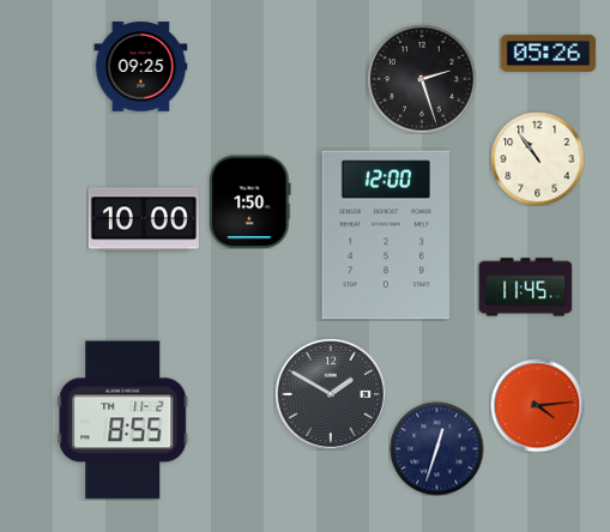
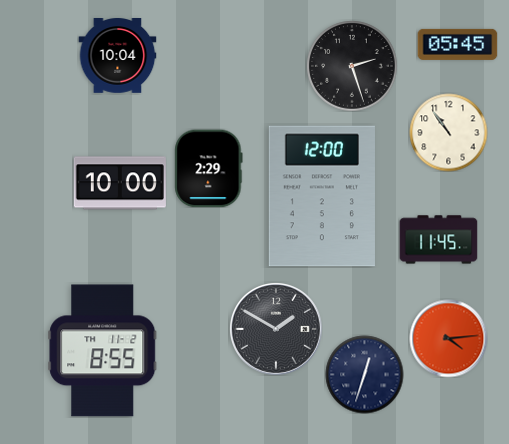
clock at (548, 53): 05:26 -> 05:45
clock at (140, 67): 09:25 -> 10:04
clock at (250, 201): 1:50 -> 2:29
